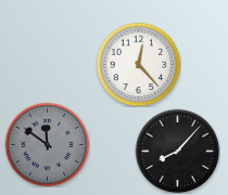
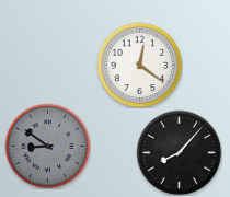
clock at (138, 64): 12:23 -> 12:21
clock at (47, 144): 11:51 -> 8:51
